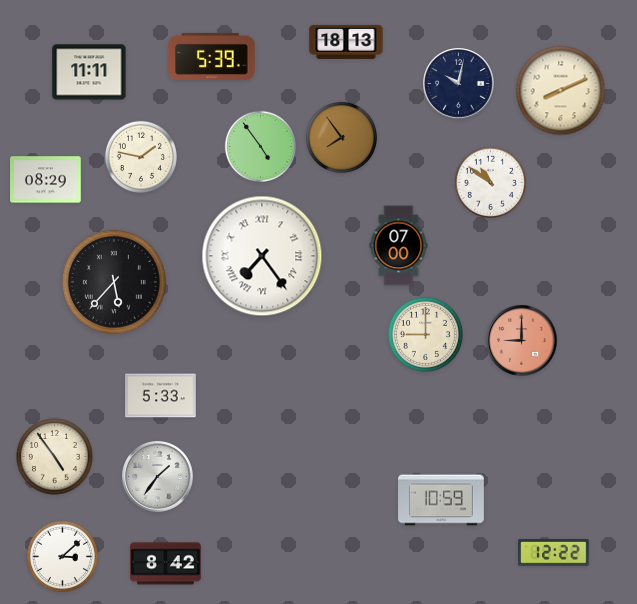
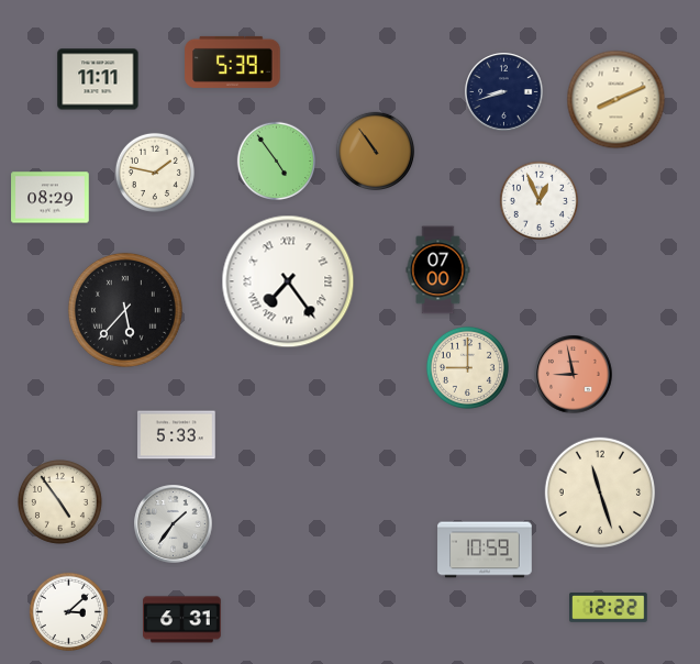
clock at (346, 42): 18:13 -> none
clock at (459, 84): 10:02 -> 8:42
clock at (341, 137): 7:54 -> 10:54
clock at (260, 146) position: (260, 146) -> (276, 161)
clock at (490, 182): 10:51 -> 12:56
clock at (522, 341): 9:00 -> 8:58
clock at (600, 493): none -> 11:27
clock at (166, 564): 8:42 -> 6:31
